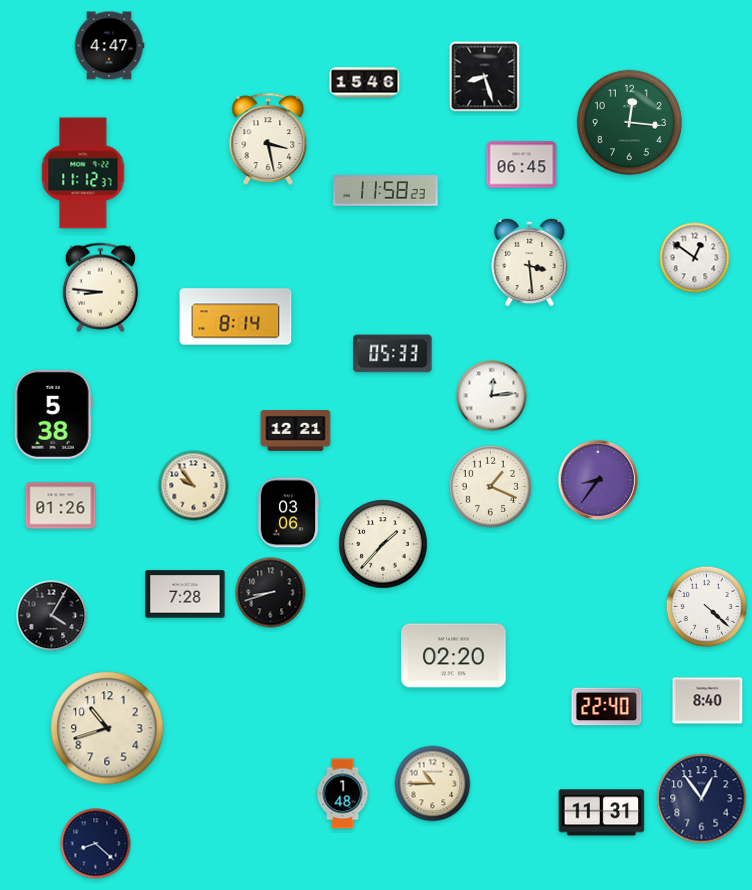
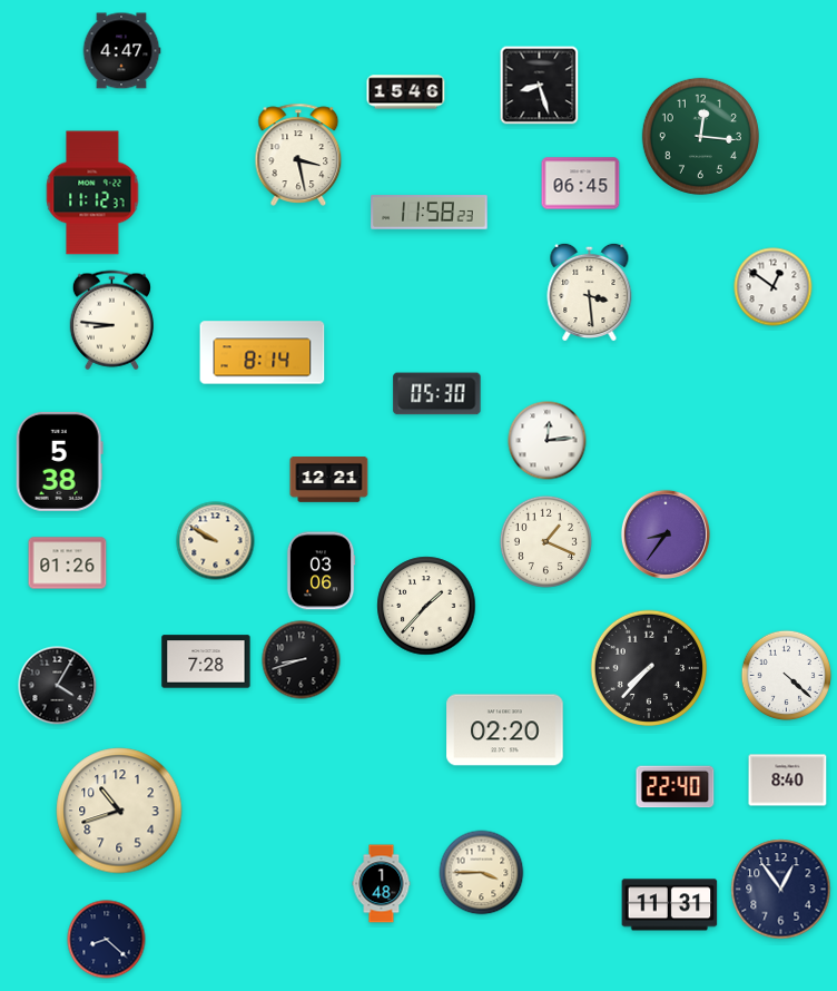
clock at (393, 354): 05:33 -> 05:30
clock at (194, 486): 9:54 -> 9:50
clock at (648, 667): none -> 7:37
clock at (433, 784): 10:45 -> 3:45
